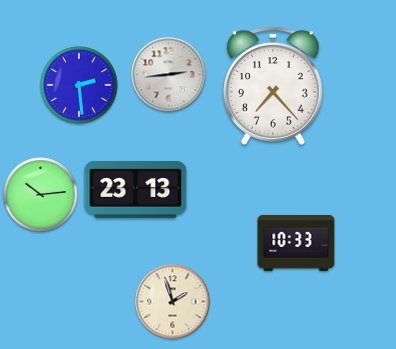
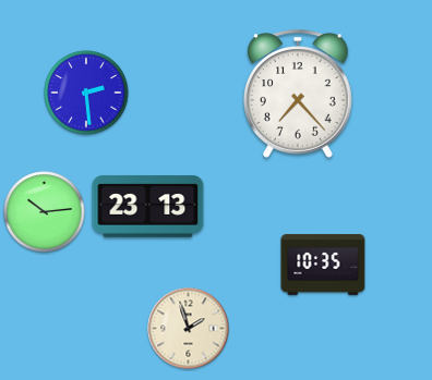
clock at (169, 75): 2:44 -> none
clock at (296, 243): 10:33 -> 10:35
